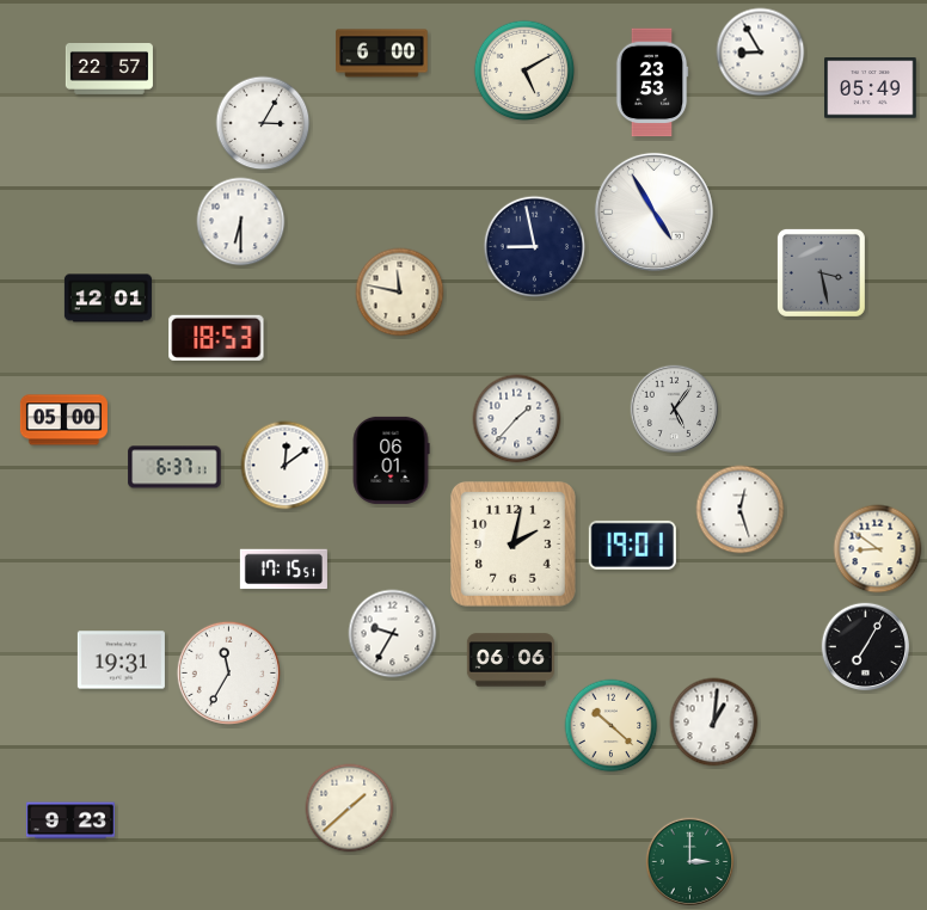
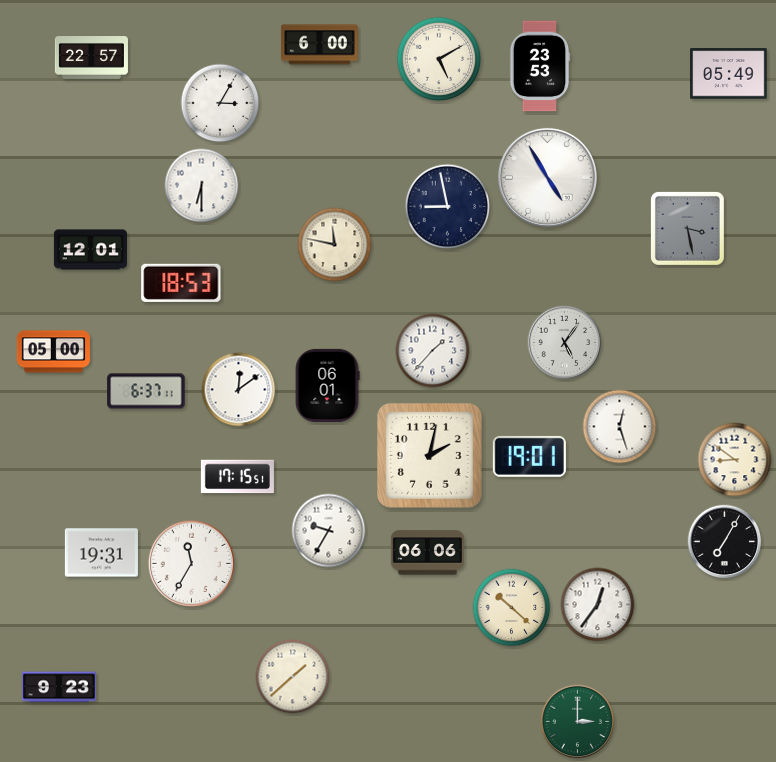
clock at (761, 53): 8:55 -> none
clock at (652, 82) position: (652, 82) -> (540, 66)
clock at (714, 723): 1:01 -> 12:36
